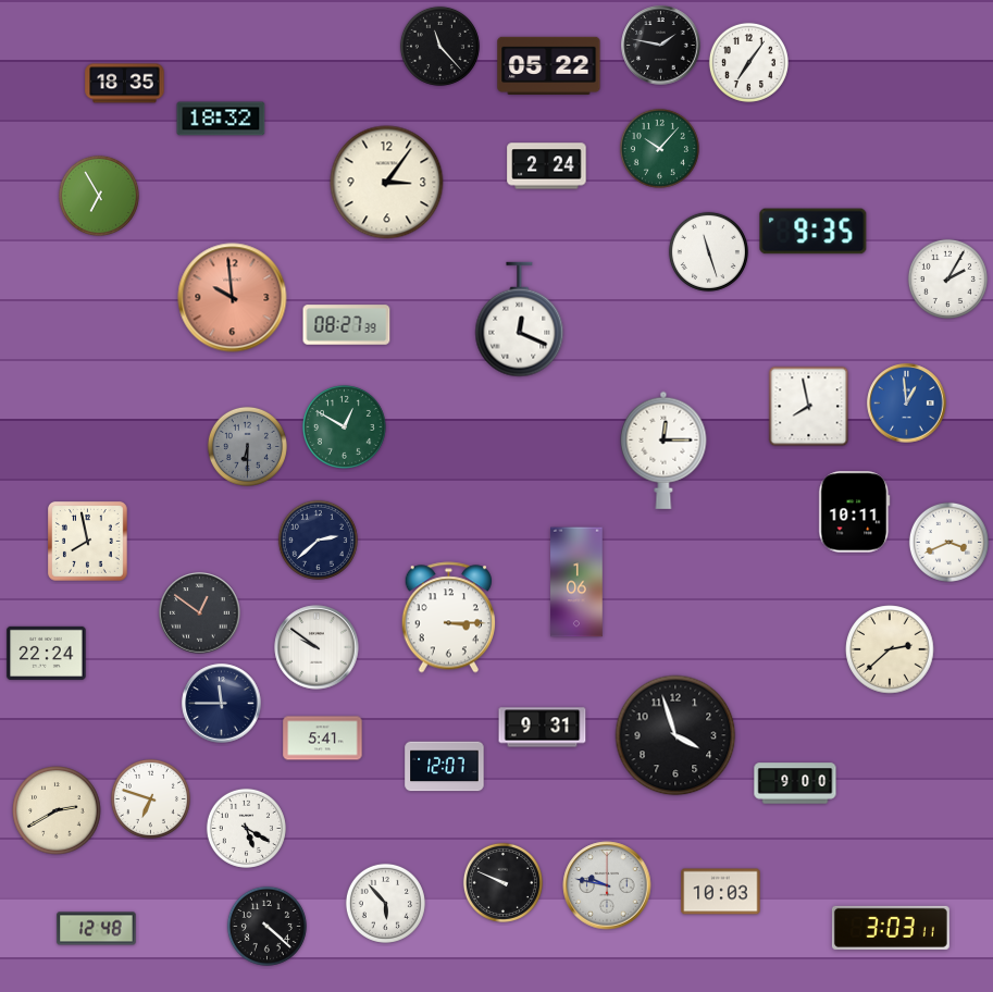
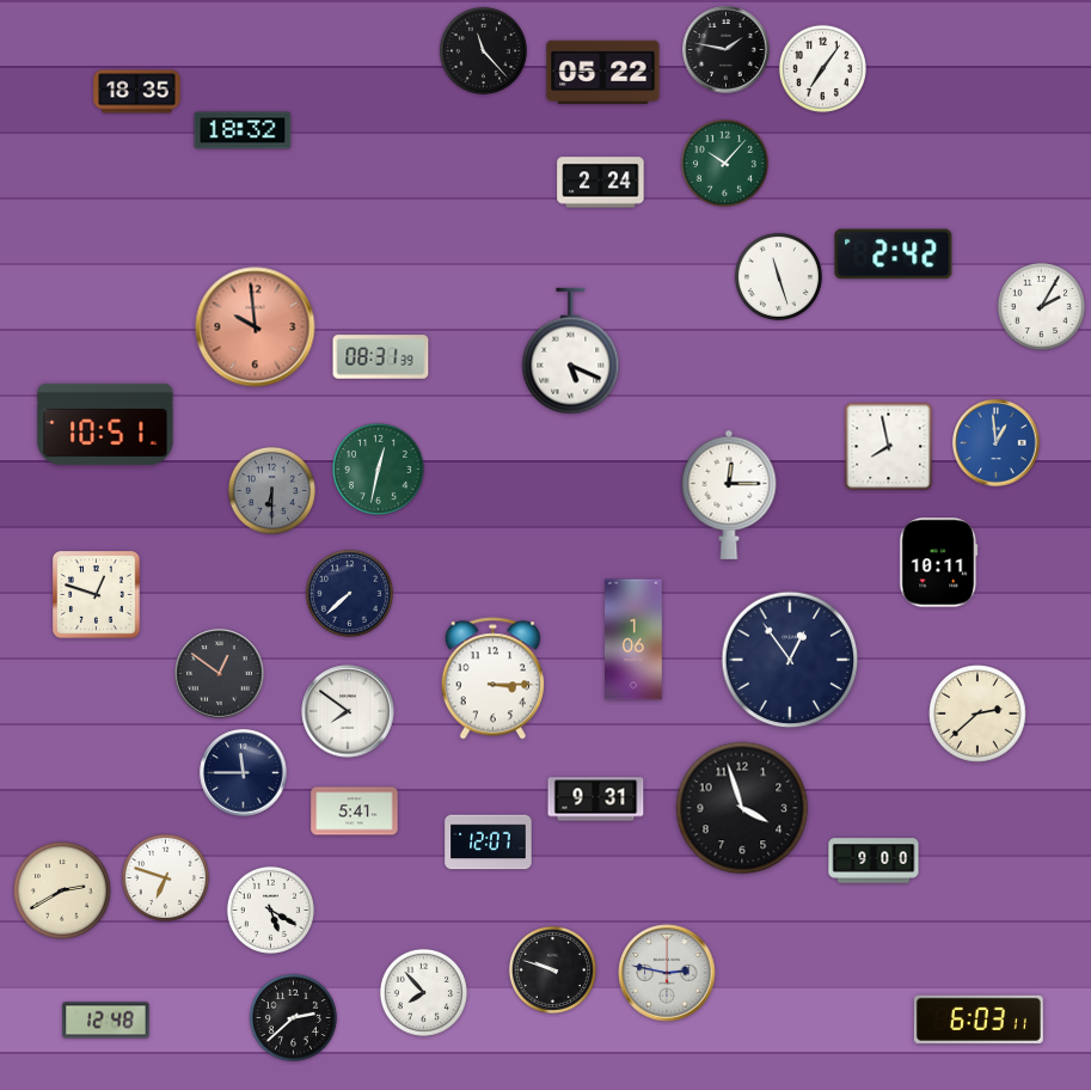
clock at (387, 183): 3:06 -> none
clock at (99, 196): 6:55 -> none
clock at (814, 232): 9:35 -> 2:42
clock at (520, 320): 12:19 -> 5:19
clock at (347, 325): 08:27 -> 08:31
clock at (105, 424): none -> 10:51
clock at (344, 426): 12:50 -> 12:32
clock at (318, 540): 2:38 -> 7:38
clock at (88, 542): 7:58 -> 12:48
clock at (948, 542): 3:41 -> none
clock at (790, 660): none -> 12:54
clock at (316, 647): 9:51 -> 7:51
clock at (47, 653): 22:24 -> none
clock at (502, 882): 9:49 -> 9:48
clock at (607, 885): 9:47 -> 2:47
clock at (721, 892): 10:03 -> none
clock at (385, 903): 5:53 -> 7:53
clock at (266, 926): 4:22 -> 2:38
clock at (891, 928): 3:03 -> 6:03
